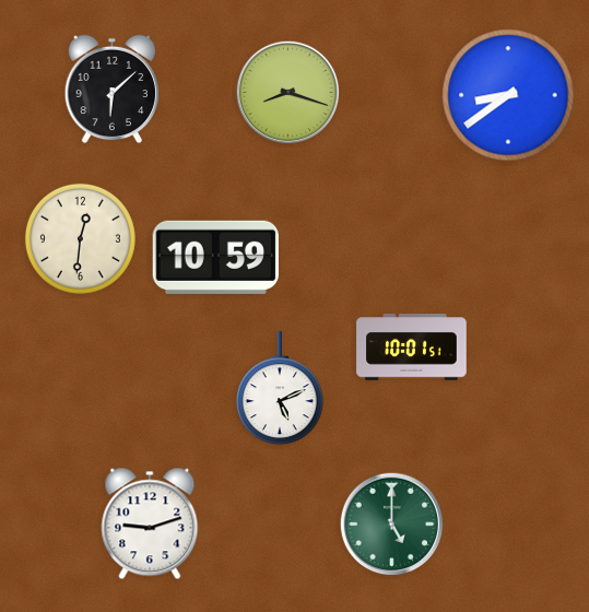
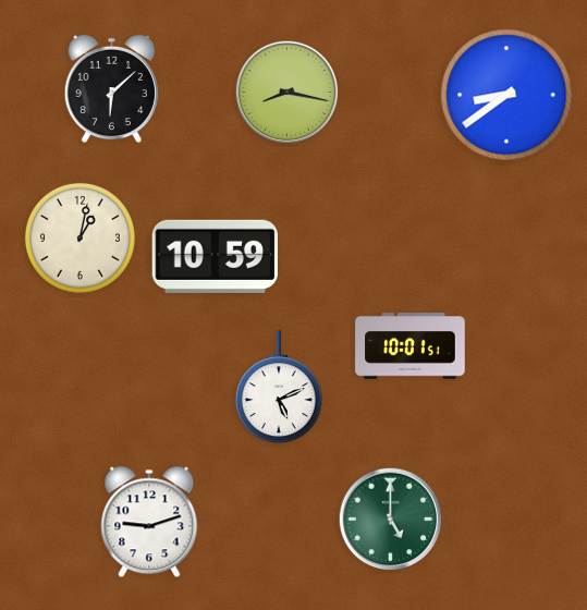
clock at (288, 93): 8:18 -> 8:17
clock at (80, 238): 12:31 -> 1:02
clock at (392, 525) position: (392, 525) -> (391, 520)
